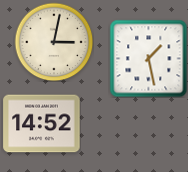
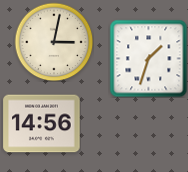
clock at (148, 58): 1:28 -> 1:33
clock at (42, 124): 14:52 -> 14:56
